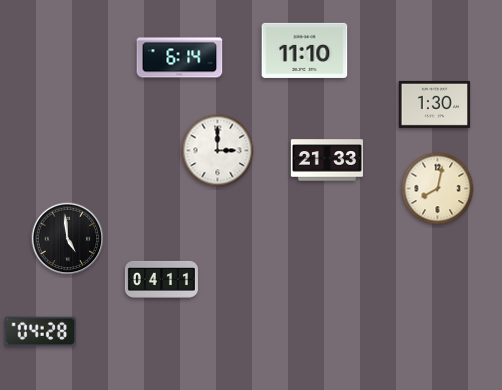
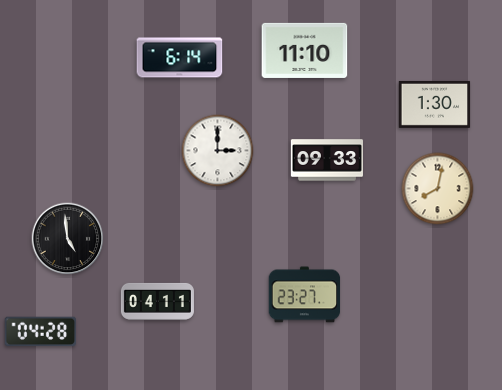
clock at (326, 160): 21:33 -> 09:33
clock at (161, 279) position: (161, 279) -> (157, 301)
clock at (305, 295): none -> 23:27
